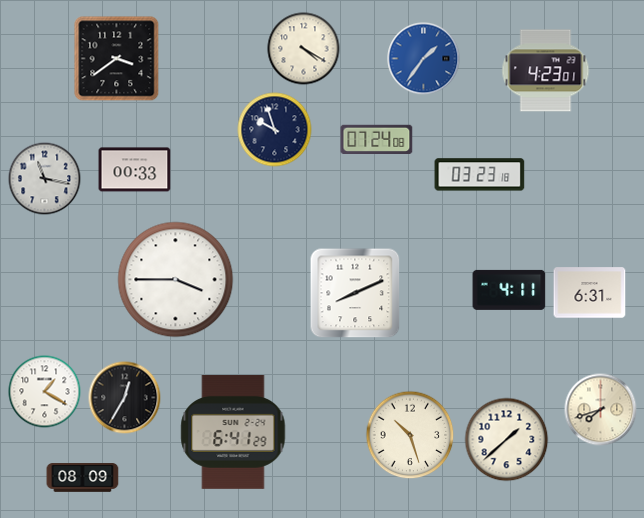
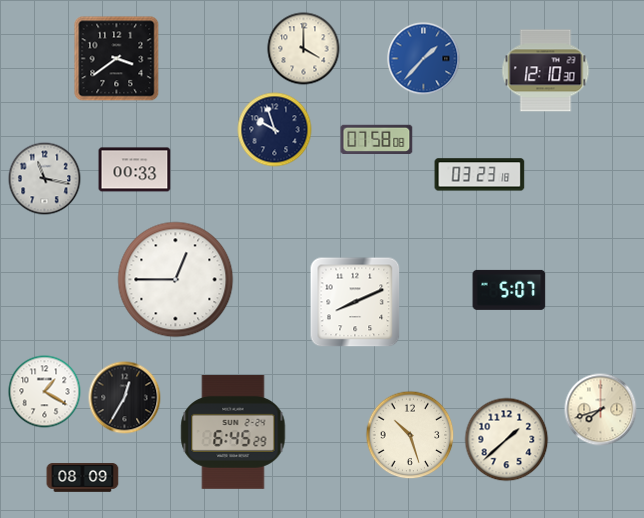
clock at (304, 49): 4:20 -> 4:00
clock at (424, 59): 1:36 -> 1:37
clock at (546, 71): 4:23 -> 12:10
clock at (377, 139): 07:24 -> 07:58
clock at (176, 280): 3:45 -> 12:45
clock at (509, 290): 4:11 -> 5:07
clock at (355, 293) position: (355, 293) -> (355, 302)
clock at (590, 293): 6:31 -> none
clock at (233, 432): 6:41 -> 6:45
